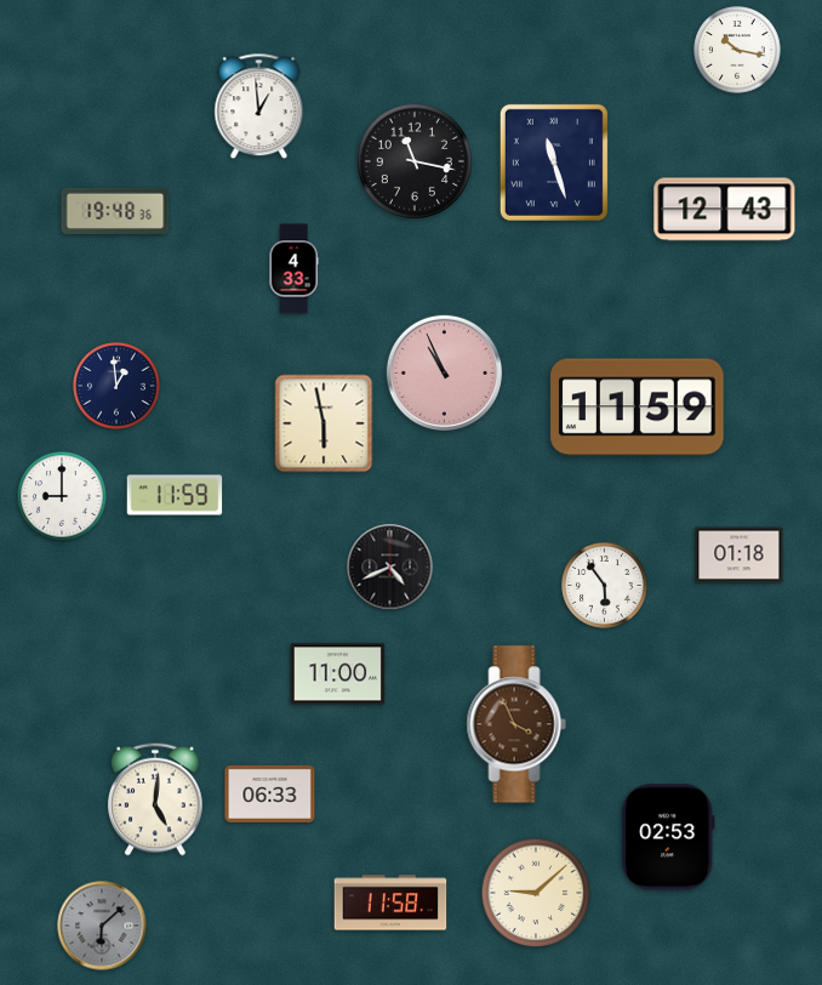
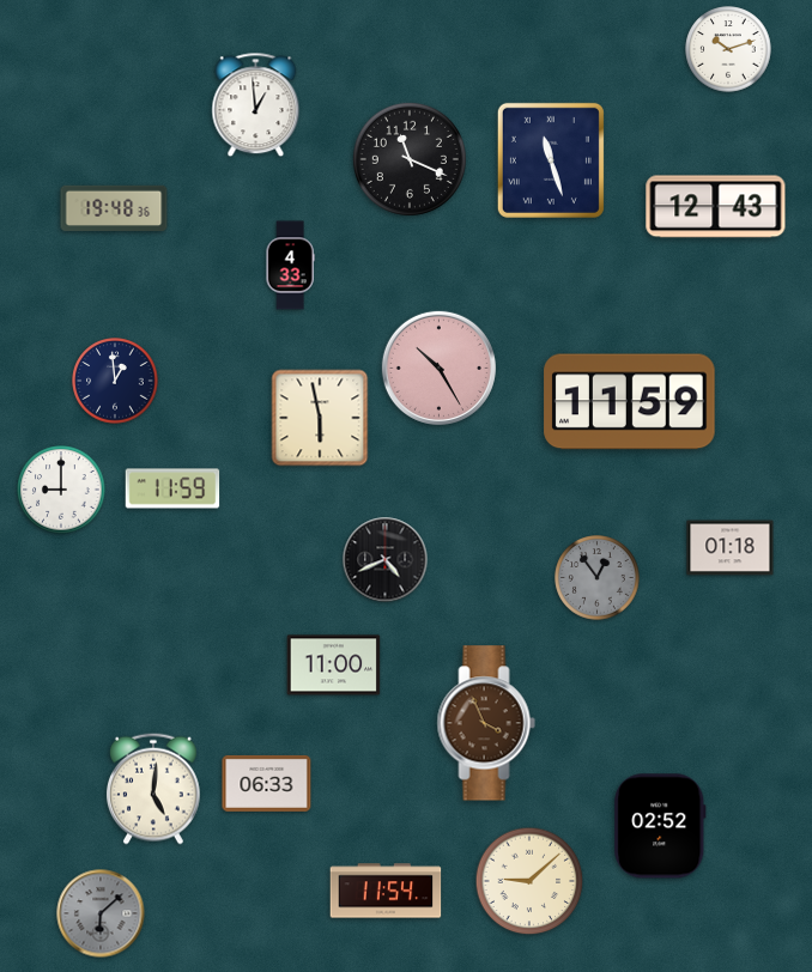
clock at (737, 50): 10:17 -> 10:12
clock at (415, 161): 11:17 -> 11:19
clock at (554, 163) position: (554, 163) -> (551, 160)
clock at (444, 372): 10:56 -> 10:25
clock at (605, 586): 5:54 -> 12:54
clock at (605, 586) dial: white -> grey
clock at (516, 724) position: (516, 724) -> (486, 723)
clock at (668, 837): 02:53 -> 02:52
clock at (390, 903): 11:58 -> 11:54
